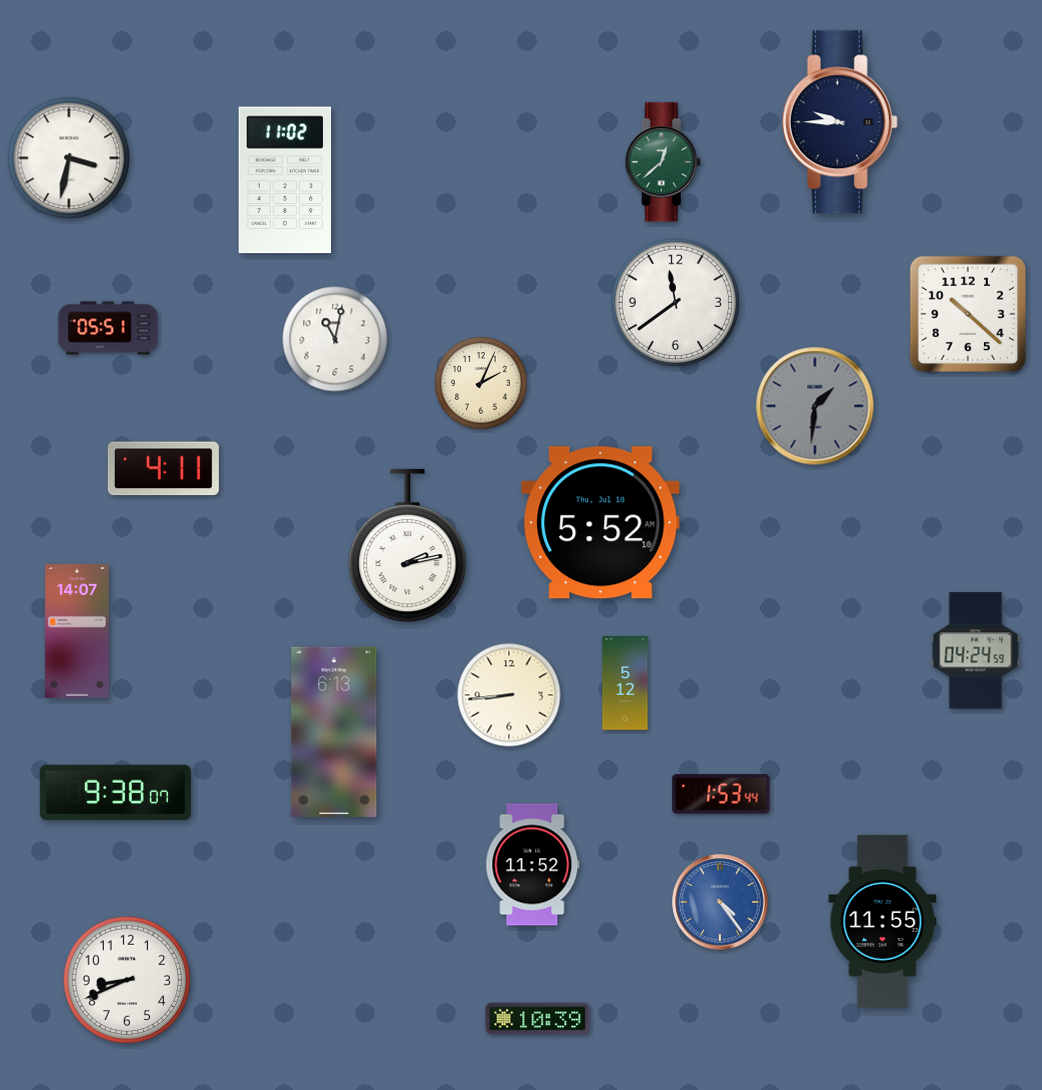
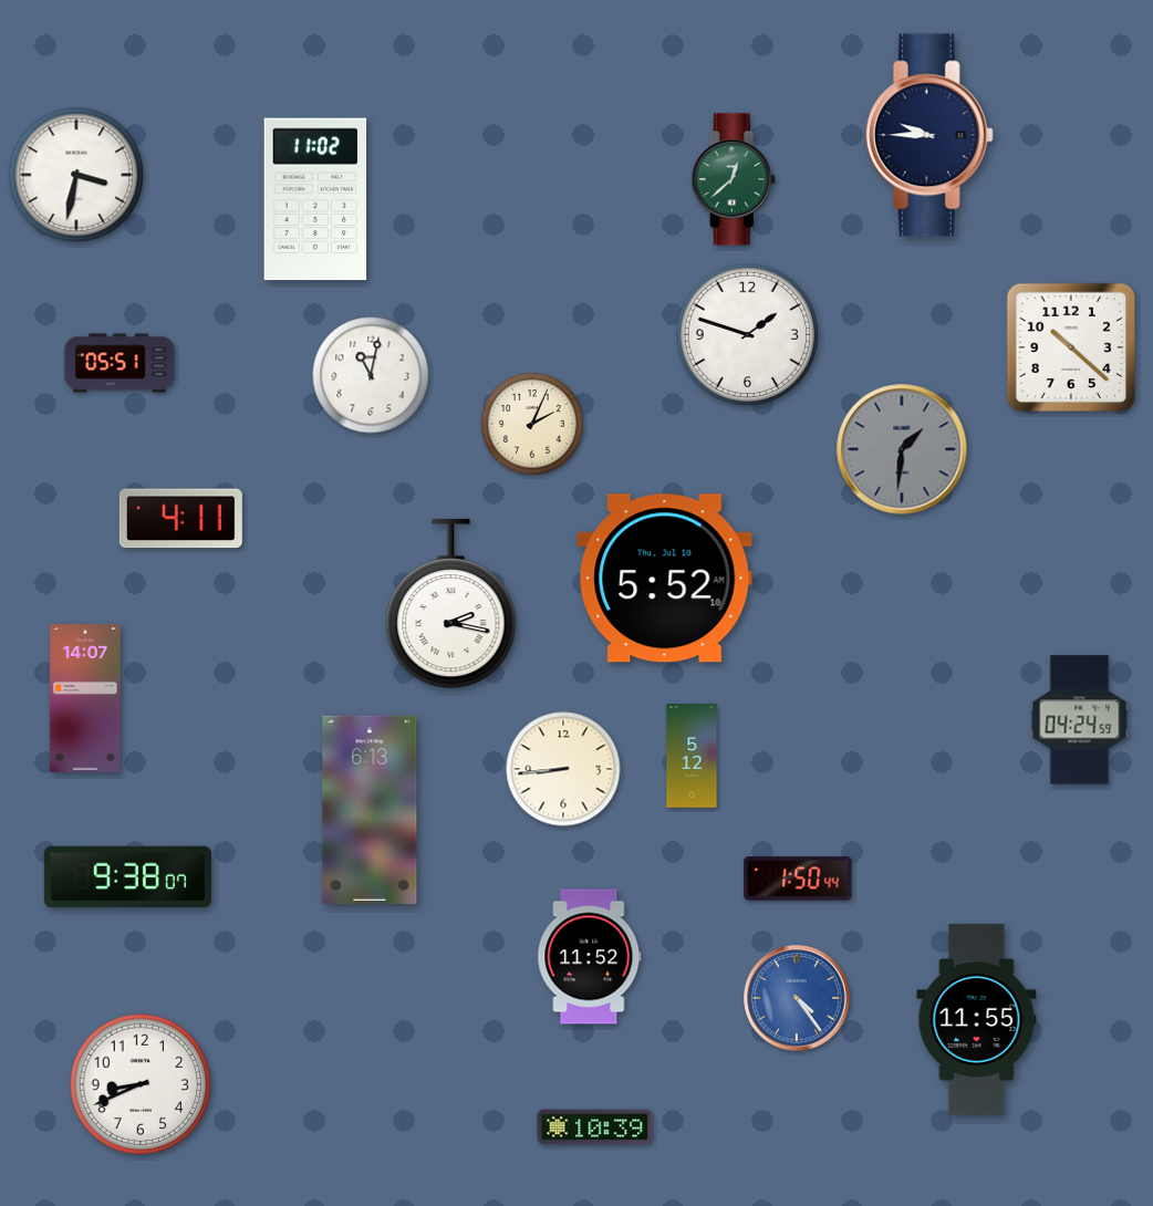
clock at (676, 303): 11:39 -> 1:48
clock at (408, 546): 2:13 -> 2:17
clock at (721, 794): 1:53 -> 1:50
